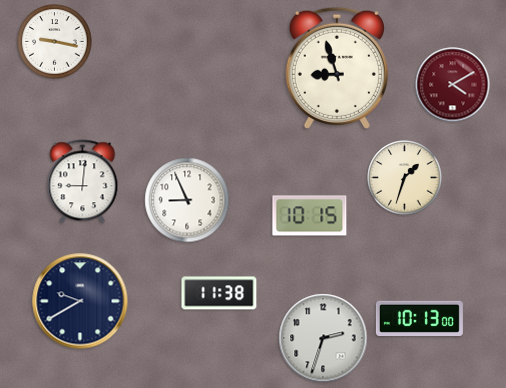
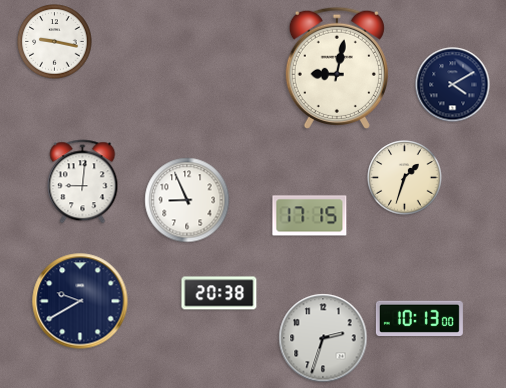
clock at (337, 68): 8:57 -> 9:02
clock at (453, 85) dial: burgundy -> navy
clock at (310, 216): 10:15 -> 17:15
clock at (219, 293): 11:38 -> 20:38
